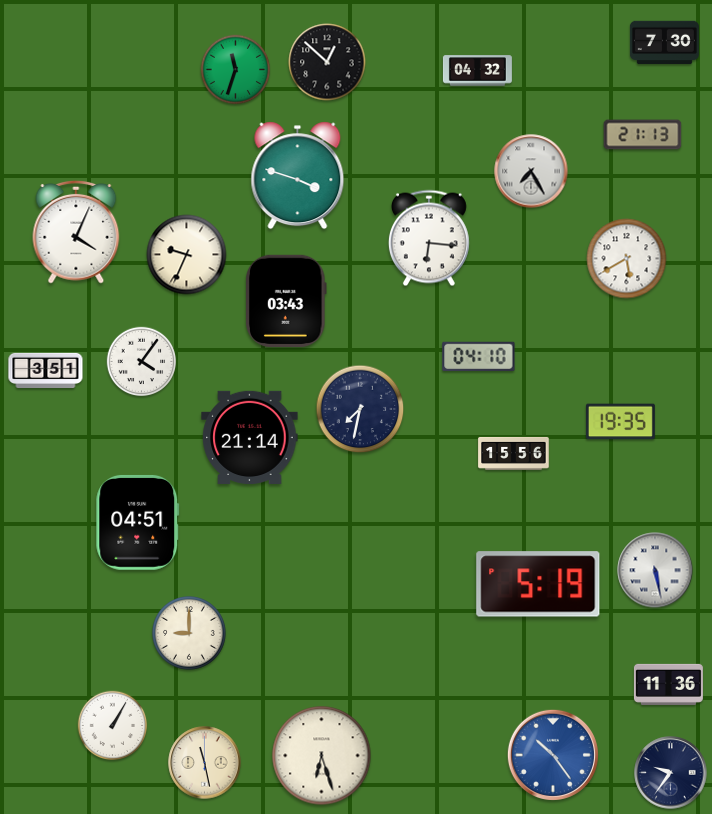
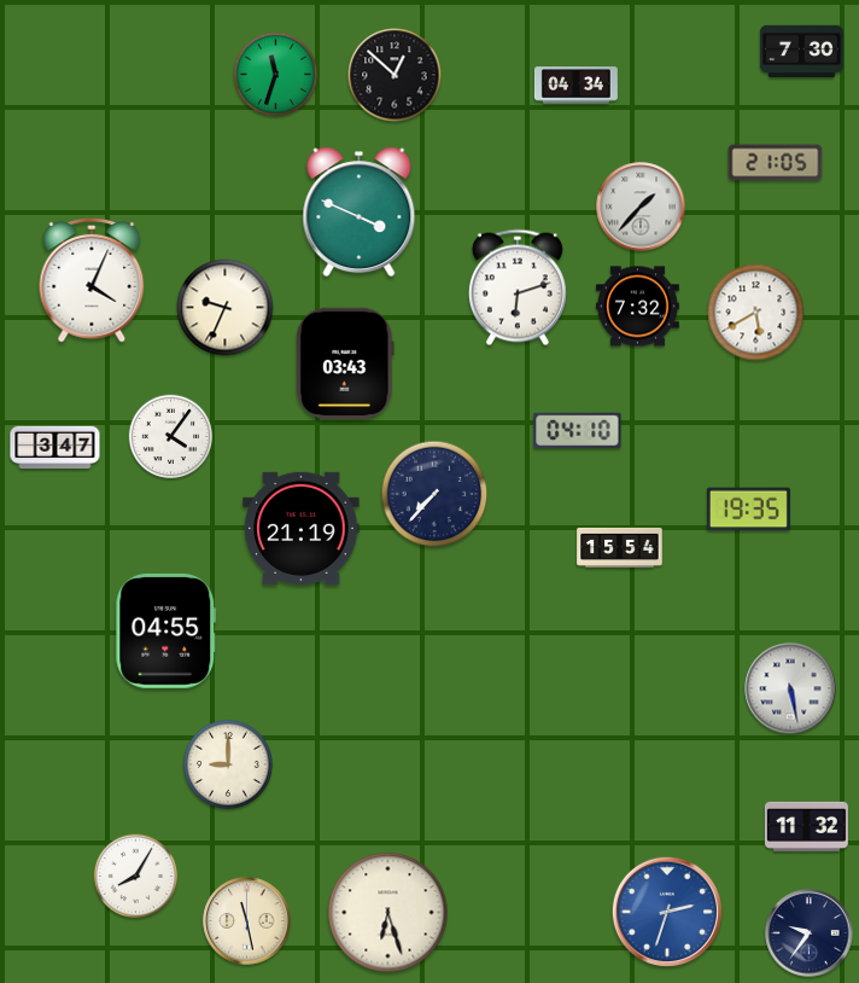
clock at (236, 70) position: (236, 70) -> (276, 75)
clock at (477, 71): 04:32 -> 04:34
clock at (643, 135): 21:13 -> 21:05
clock at (531, 171): 7:25 -> 1:37
clock at (298, 176): 3:48 -> 3:49
clock at (429, 238): 6:16 -> 6:12
clock at (637, 307): none -> 7:32
clock at (46, 370): 3:51 -> 3:47
clock at (360, 409): 7:32 -> 7:37
clock at (250, 437): 21:14 -> 21:19
clock at (514, 453): 15:56 -> 15:54
clock at (138, 522): 04:51 -> 04:55
clock at (538, 584): 5:19 -> none
clock at (668, 684): 11:36 -> 11:32
clock at (113, 726): 1:05 -> 8:05
clock at (553, 755): 10:24 -> 2:33
